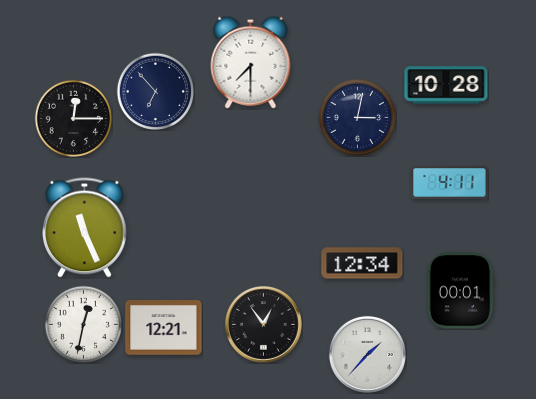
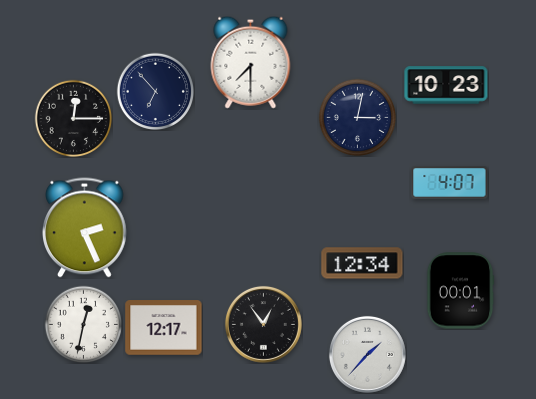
clock at (446, 85): 10:28 -> 10:23
clock at (450, 183): 4:11 -> 4:07
clock at (85, 228): 11:26 -> 2:26
clock at (164, 328): 12:21 -> 12:17
